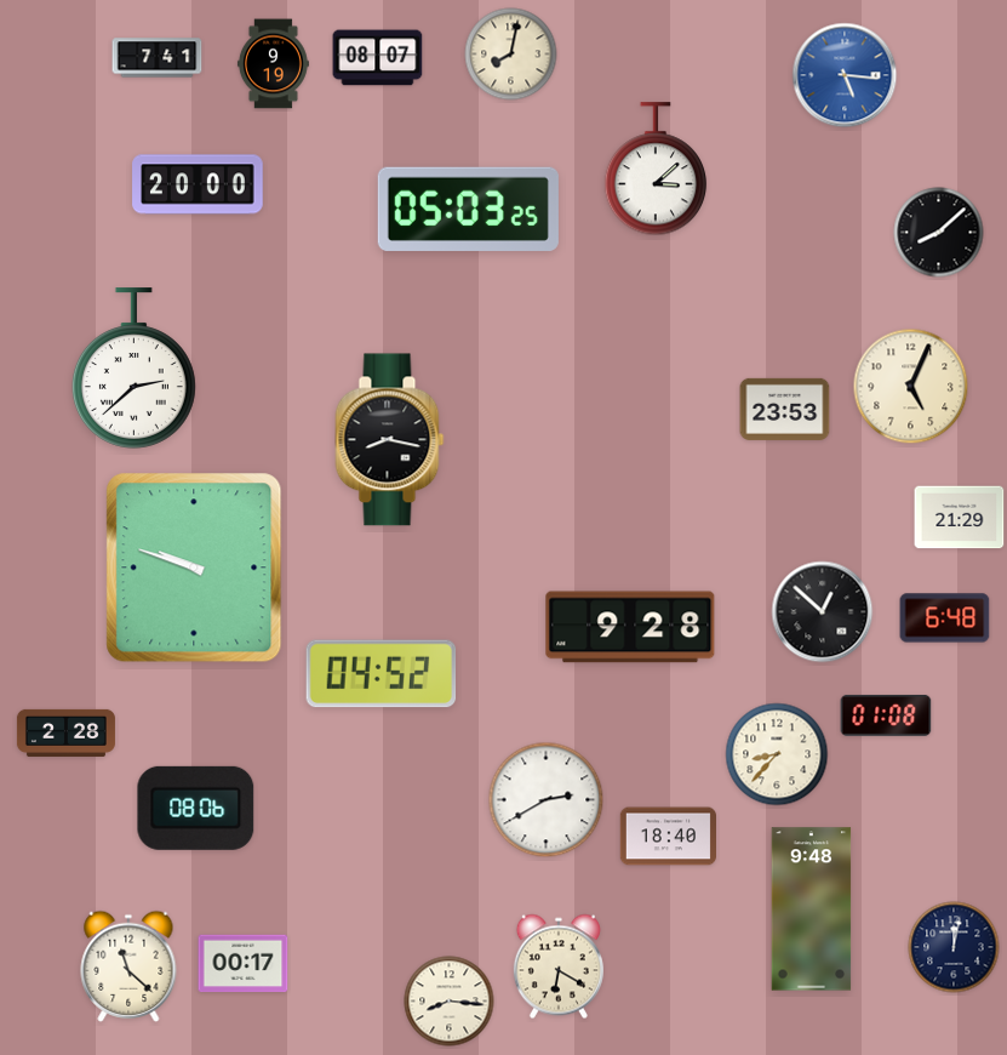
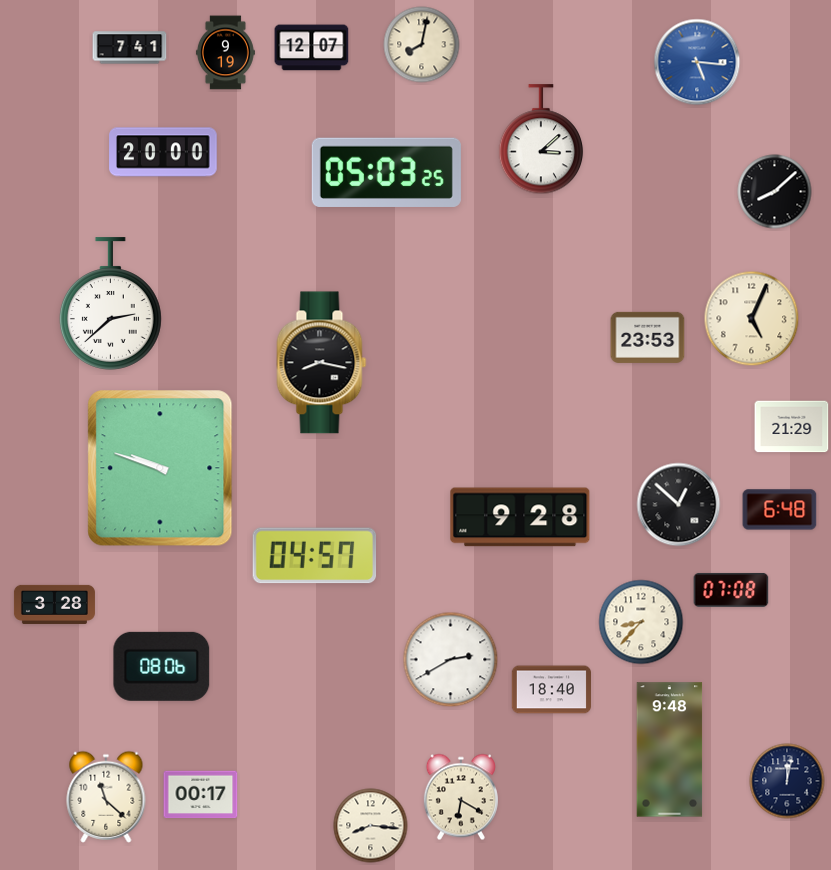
clock at (378, 58): 08:07 -> 12:07
clock at (382, 674): 04:52 -> 04:57
clock at (886, 715): 01:08 -> 07:08
clock at (65, 732): 2:28 -> 3:28
